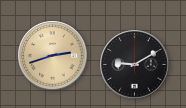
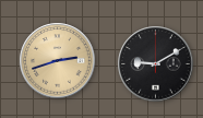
clock at (135, 65) position: (135, 65) -> (156, 64)
